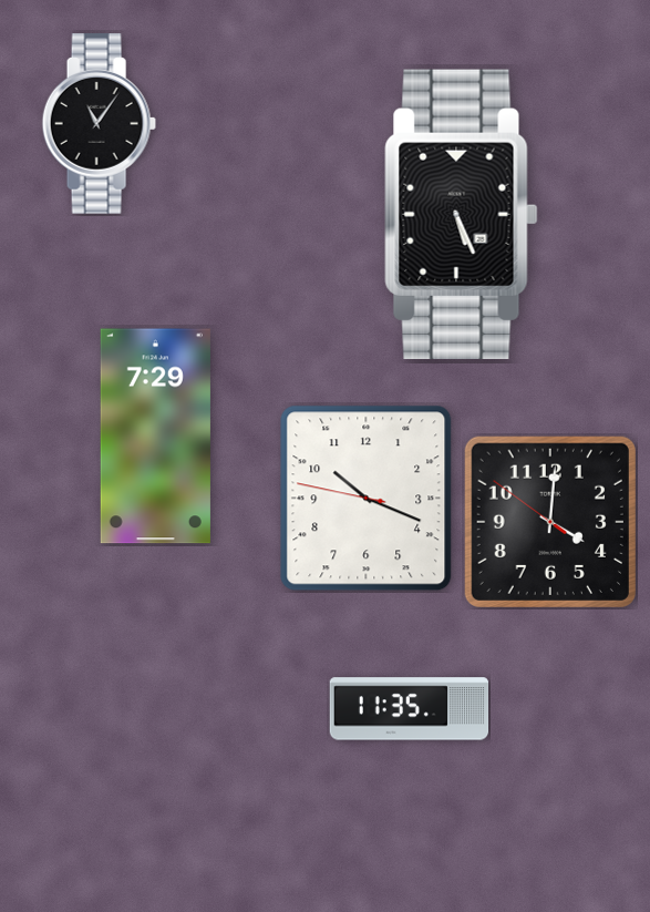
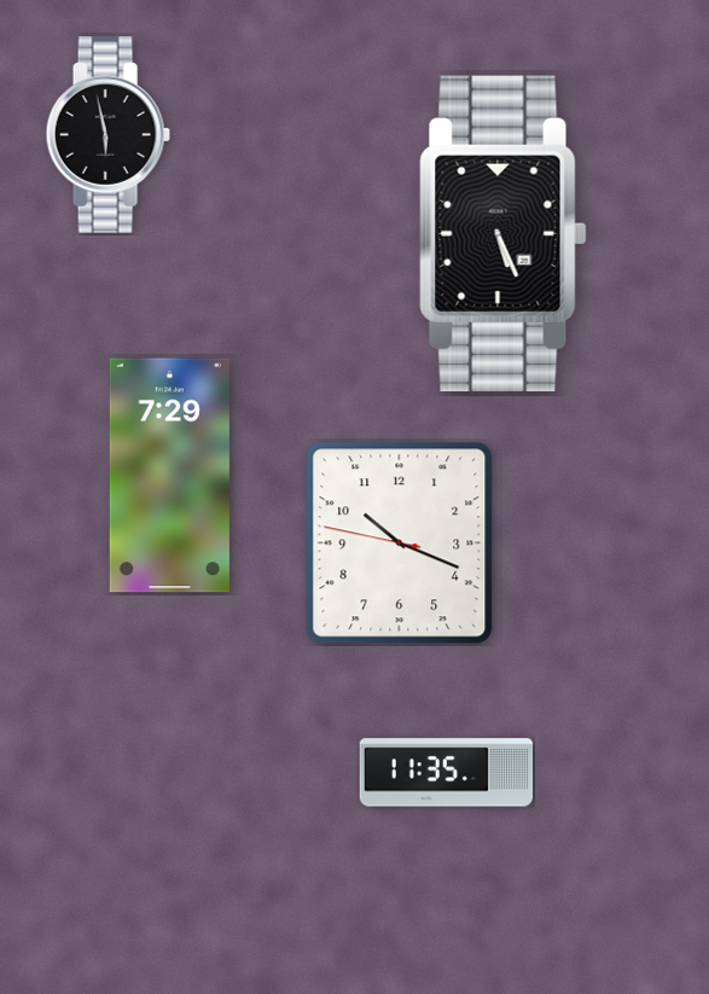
clock at (99, 124): 11:06 -> 5:58
clock at (550, 522): 4:00 -> none
